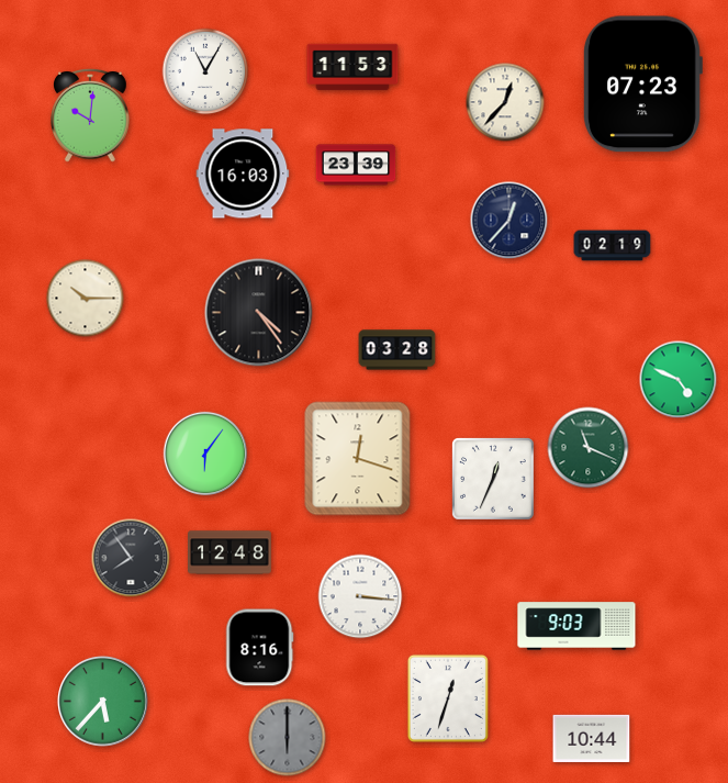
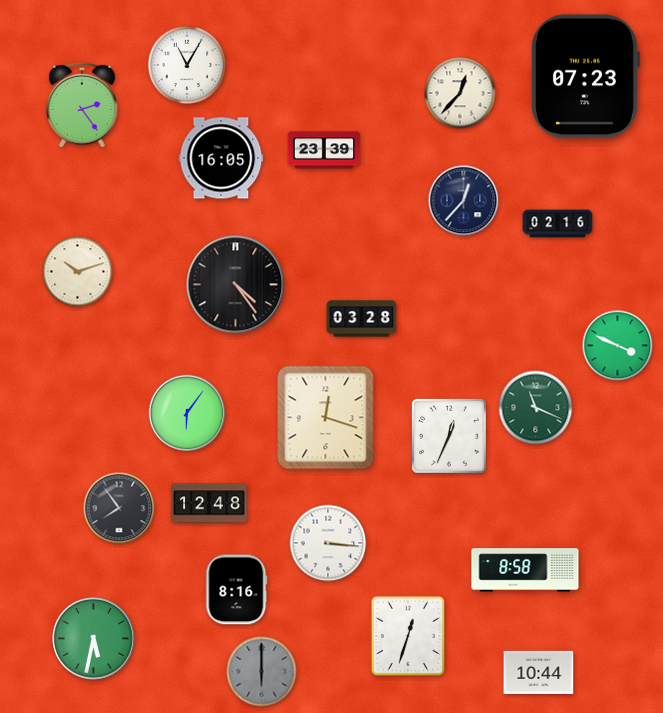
clock at (352, 67): 11:53 -> none
clock at (90, 115): 10:01 -> 2:24
clock at (243, 174): 16:03 -> 16:05
clock at (613, 246): 02:19 -> 02:16
clock at (86, 299): 10:15 -> 10:12
clock at (679, 380): 4:49 -> 3:49
clock at (576, 626): 9:03 -> 8:58
clock at (103, 702): 5:37 -> 5:32
